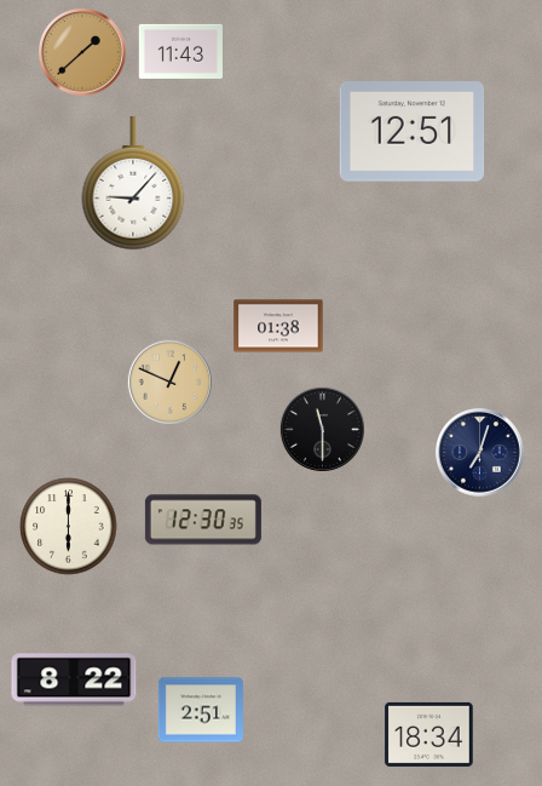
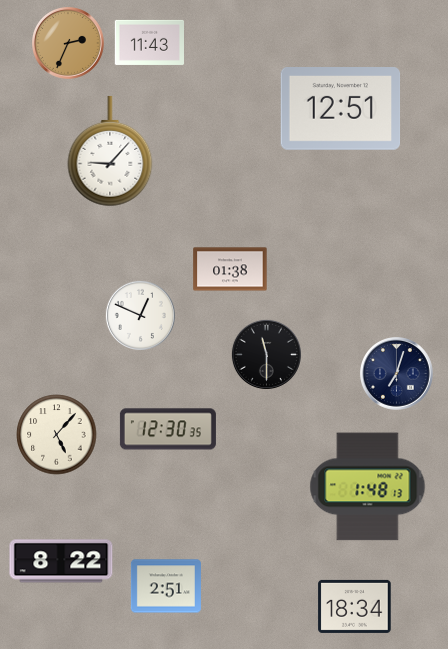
clock at (83, 53): 1:38 -> 2:34
clock at (169, 381) dial: champagne -> white
clock at (69, 527): 6:00 -> 5:07
clock at (368, 487): none -> 1:48
